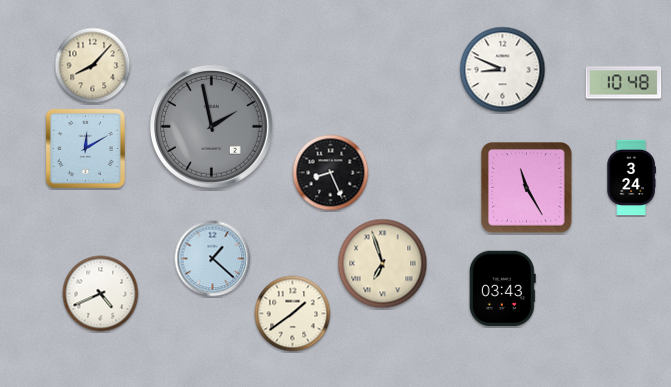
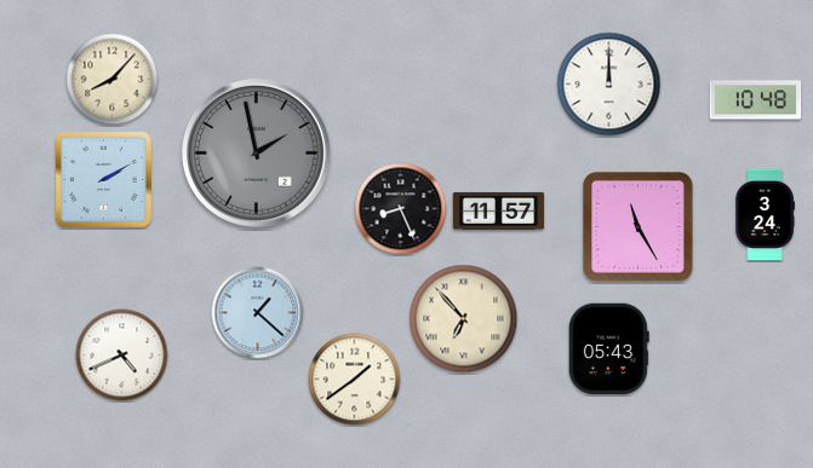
clock at (503, 70): 8:49 -> 12:00
clock at (85, 148): 12:10 -> 2:10
clock at (499, 210): none -> 11:57
clock at (383, 264): 6:57 -> 6:53
clock at (502, 289): 03:43 -> 05:43
